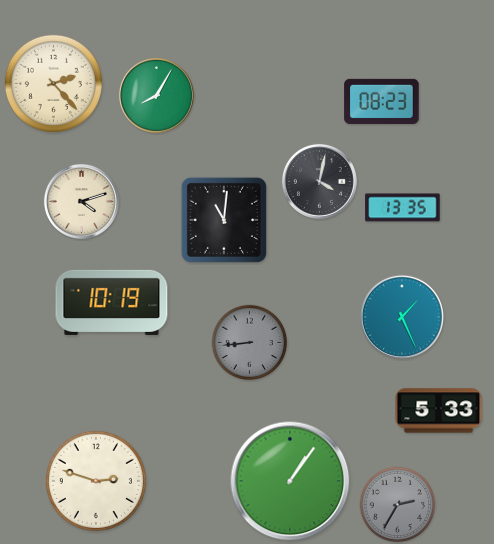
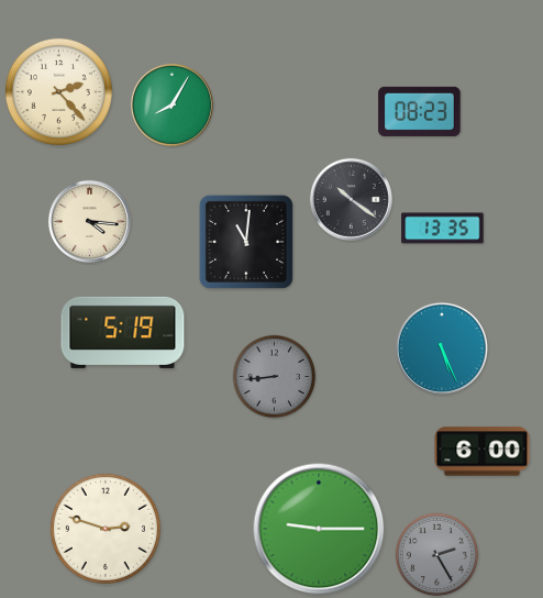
clock at (319, 181): 4:02 -> 10:21
clock at (81, 201): 4:12 -> 4:16
clock at (112, 302): 10:19 -> 5:19
clock at (402, 317): 1:26 -> 5:26
clock at (439, 411): 5:33 -> 6:00
clock at (290, 481): 1:06 -> 9:15
clock at (398, 505): 2:35 -> 2:25
